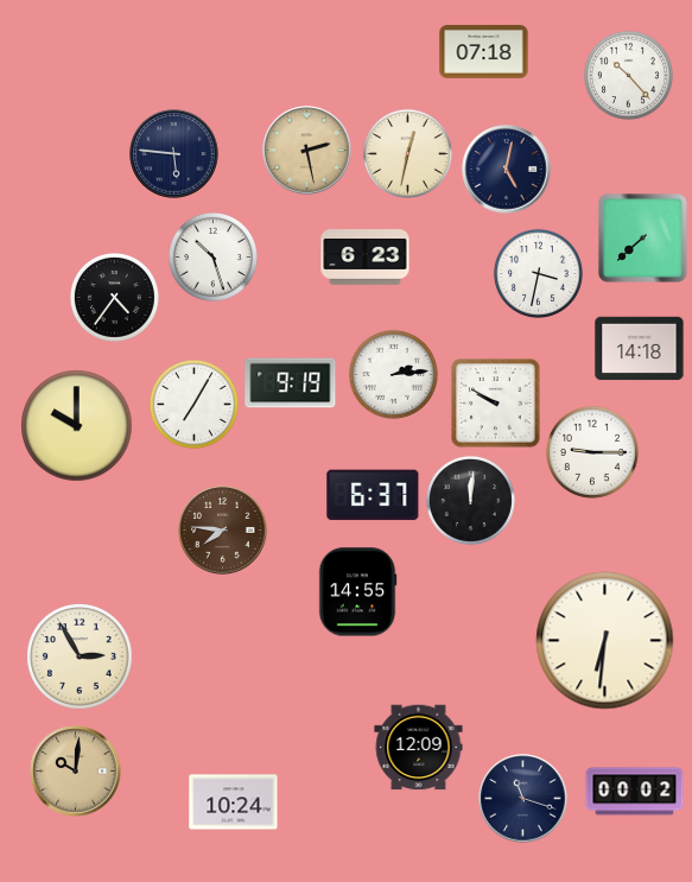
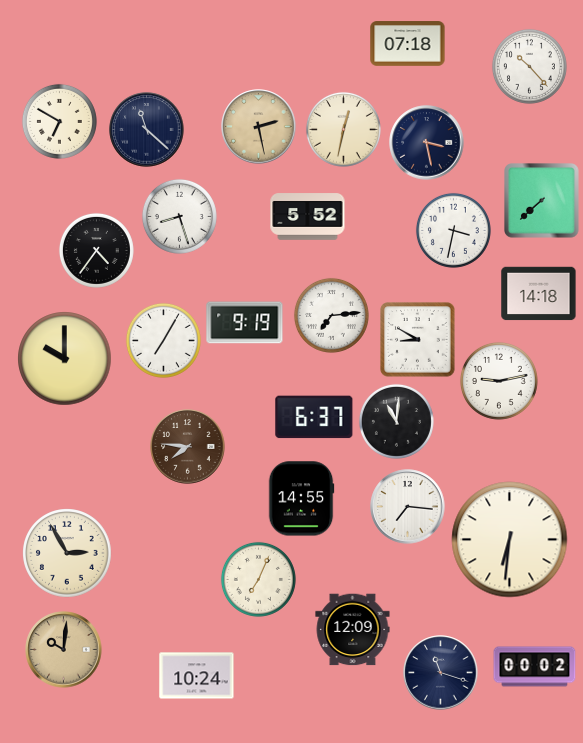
clock at (628, 75) position: (628, 75) -> (529, 66)
clock at (59, 121): none -> 6:50
clock at (174, 154): 5:46 -> 11:22
clock at (507, 170): 5:02 -> 3:28
clock at (212, 256): 10:27 -> 8:27
clock at (366, 258): 6:23 -> 5:52
clock at (393, 374): 2:14 -> 7:14
clock at (496, 404): 9:50 -> 8:50
clock at (592, 452): 9:15 -> 9:13
clock at (470, 500): 12:01 -> 11:01
clock at (408, 507): none -> 7:16
clock at (258, 579): none -> 7:04
